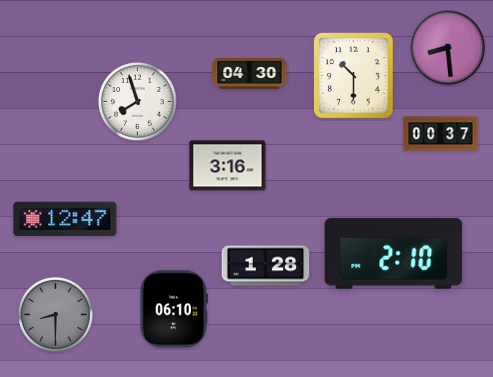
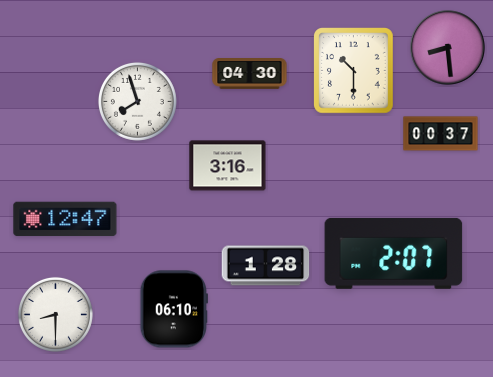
clock at (354, 76) position: (354, 76) -> (354, 71)
clock at (394, 253): 2:10 -> 2:07
clock at (55, 314) dial: grey -> white
